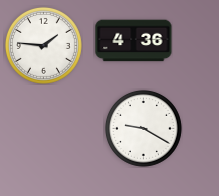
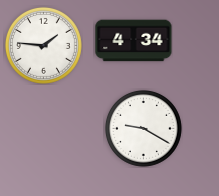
clock at (134, 41): 4:36 -> 4:34
